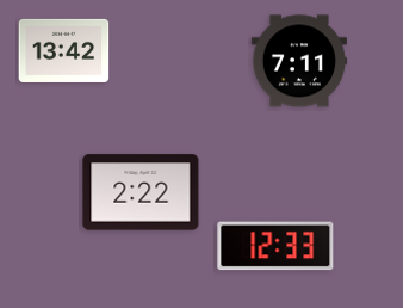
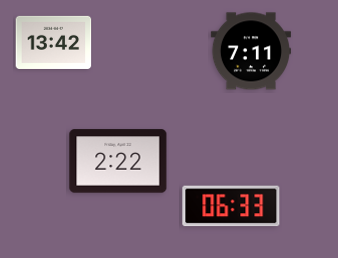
clock at (275, 246): 12:33 -> 06:33
